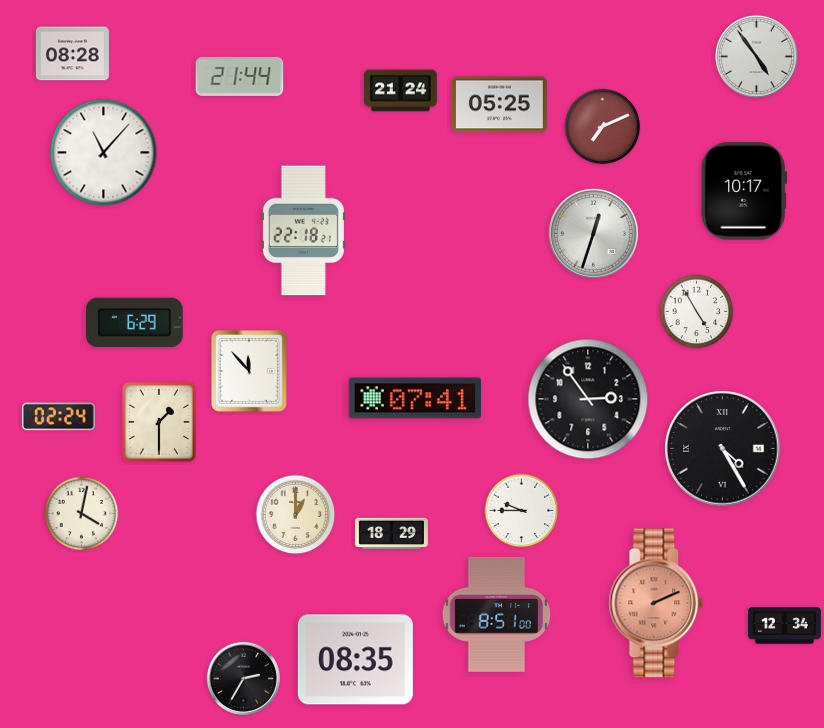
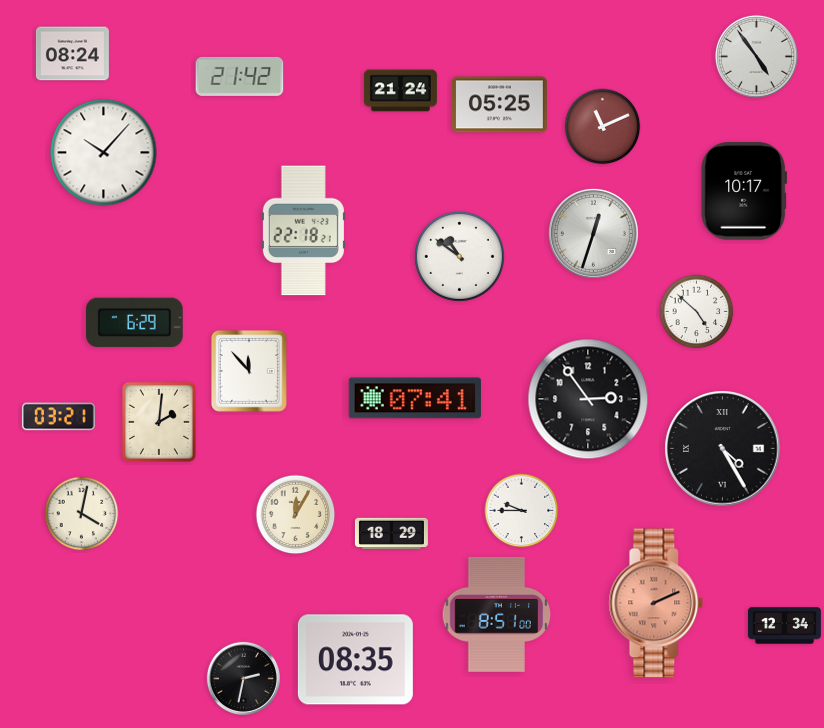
clock at (72, 54): 08:28 -> 08:24
clock at (240, 76): 21:44 -> 21:42
clock at (603, 127): 7:11 -> 11:11
clock at (104, 153): 11:07 -> 10:07
clock at (459, 256): none -> 10:51
clock at (697, 312): 4:55 -> 4:52
clock at (58, 417): 02:24 -> 03:21
clock at (159, 422): 1:30 -> 2:01
clock at (296, 515): 1:00 -> 12:05
clock at (243, 678): 2:35 -> 2:32
